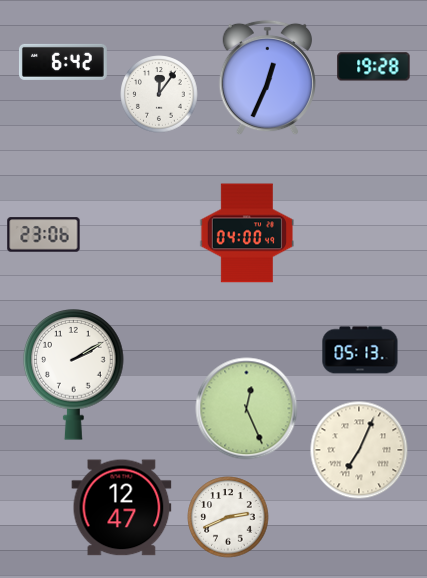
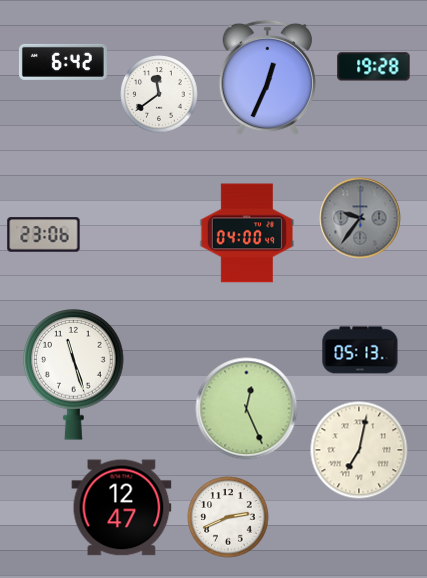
clock at (159, 94): 12:06 -> 11:39
clock at (360, 218): none -> 9:36
clock at (74, 375): 2:10 -> 11:27
clock at (359, 450): 7:04 -> 7:02
